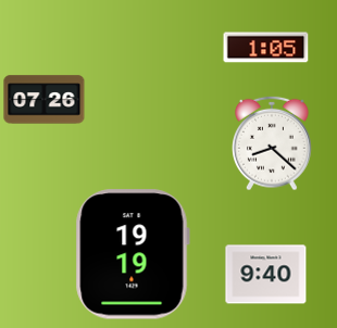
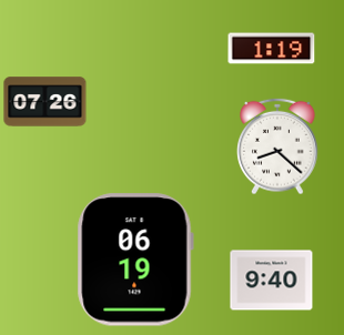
clock at (266, 48): 1:05 -> 1:19
clock at (133, 254): 19:19 -> 06:19
